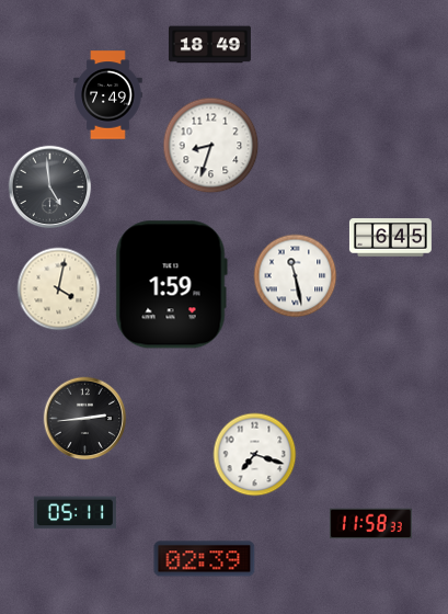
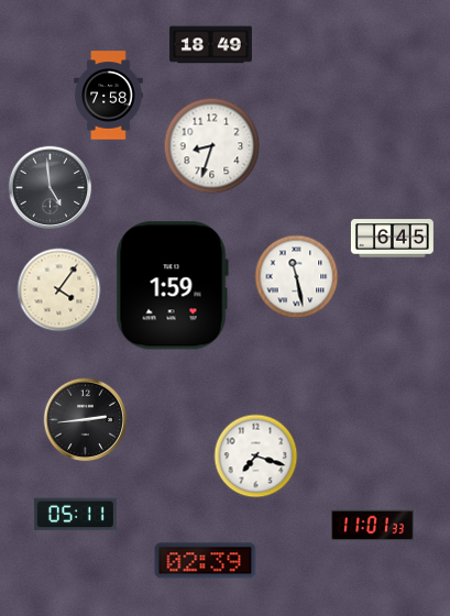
clock at (108, 95): 7:49 -> 7:58
clock at (59, 289): 4:02 -> 4:06
clock at (370, 524): 11:58 -> 11:01
